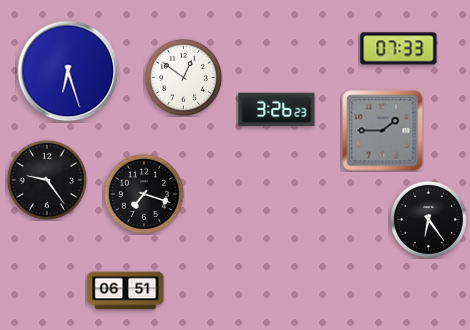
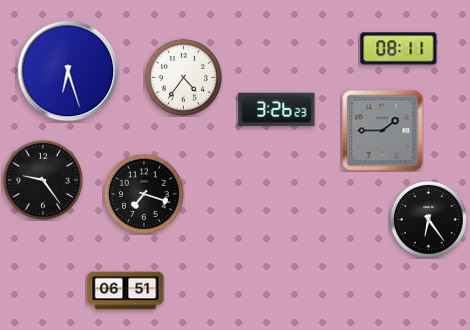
clock at (399, 49): 07:33 -> 08:11
clock at (183, 77): 12:51 -> 4:36
clock at (47, 180) position: (47, 180) -> (43, 180)
